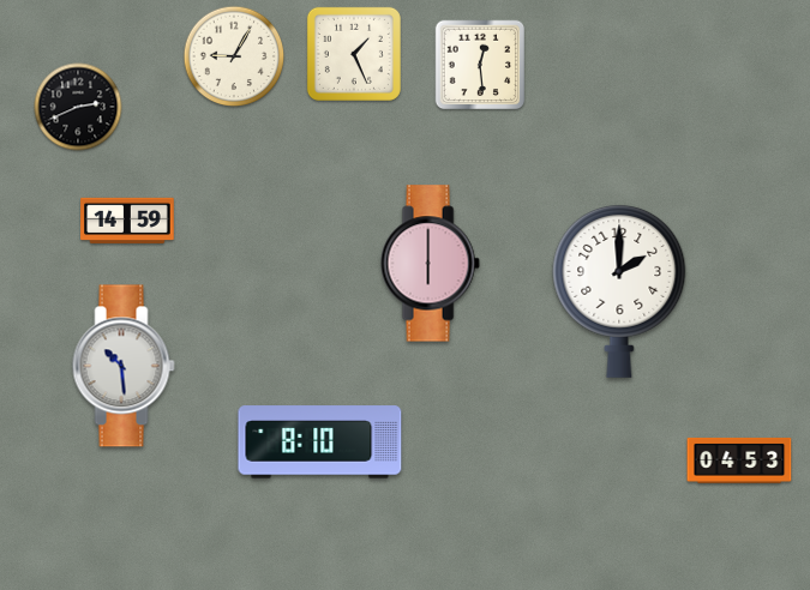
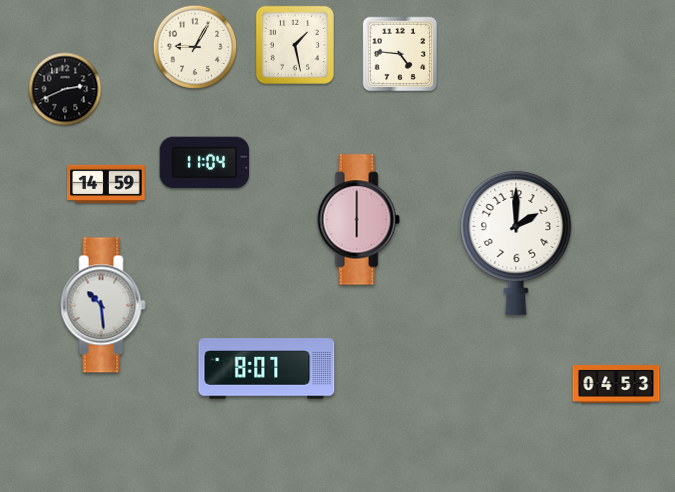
clock at (354, 54): 1:26 -> 1:28
clock at (480, 65): 12:29 -> 4:46
clock at (205, 163): none -> 11:04
clock at (320, 442): 8:10 -> 8:07
